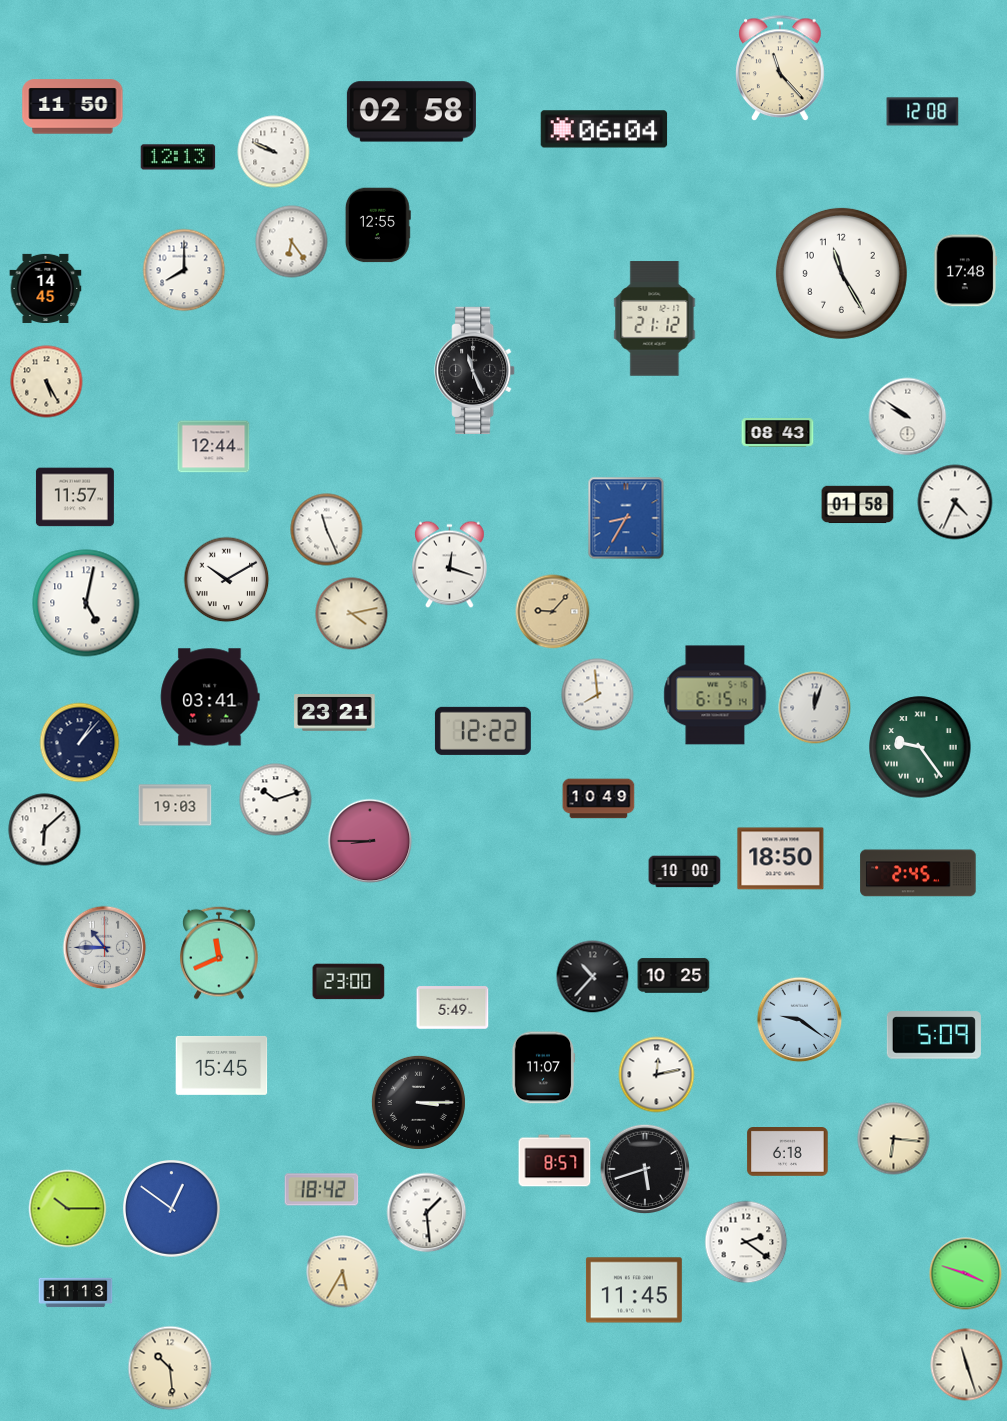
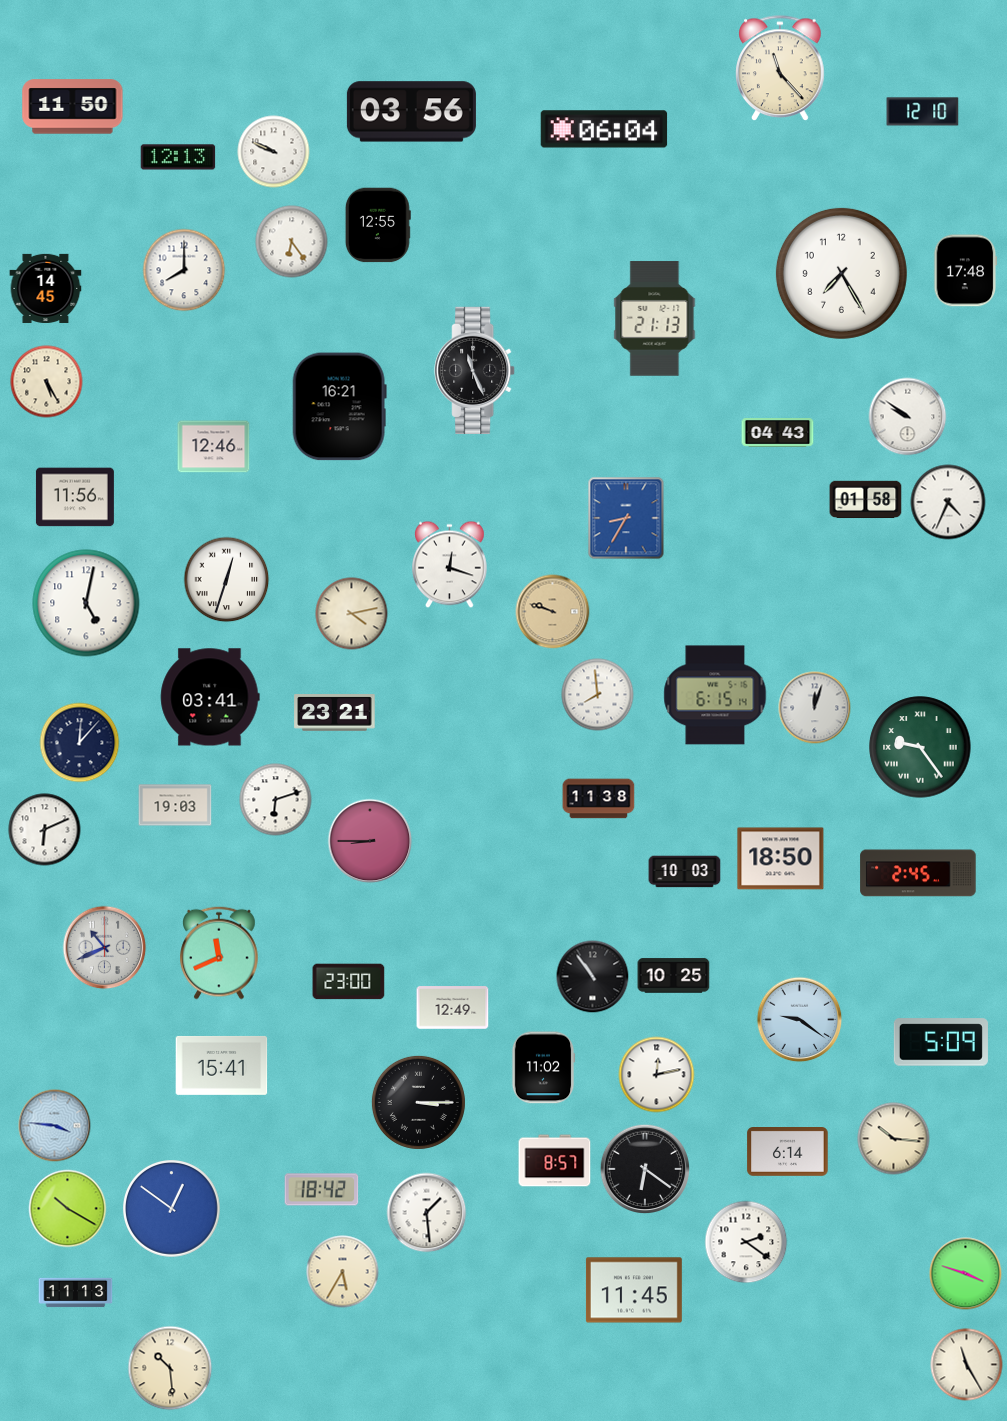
clock at (411, 112): 02:58 -> 03:56
clock at (923, 112): 12:08 -> 12:10
clock at (841, 273): 11:25 -> 7:25
clock at (655, 319): 21:12 -> 21:13
clock at (339, 407): none -> 16:21
clock at (778, 433): 08:43 -> 04:43
clock at (214, 447): 12:44 -> 12:46
clock at (75, 497): 11:57 -> 11:56
clock at (955, 502) position: (955, 502) -> (948, 502)
clock at (858, 505) position: (858, 505) -> (866, 500)
clock at (327, 530): 11:26 -> none
clock at (227, 580): 10:10 -> 12:33
clock at (553, 612): 9:07 -> 9:48
clock at (483, 731): 12:22 -> none
clock at (80, 743): 1:07 -> 12:07
clock at (599, 799): 10:49 -> 11:38
clock at (276, 800): 10:12 -> 6:12
clock at (45, 830): 6:08 -> 6:11
clock at (685, 872): 10:00 -> 10:03
clock at (105, 948): 10:45 -> 10:41
clock at (593, 977): 10:37 -> 10:54
clock at (453, 1008): 5:49 -> 12:49
clock at (934, 1035) position: (934, 1035) -> (941, 1042)
clock at (222, 1065): 15:45 -> 15:41
clock at (543, 1068): 11:07 -> 11:02
clock at (55, 1126): none -> 3:46
clock at (894, 1139): 6:16 -> 10:16
clock at (788, 1152): 6:18 -> 6:14
clock at (644, 1168): 5:42 -> 6:21
clock at (68, 1209): 10:15 -> 10:20
clock at (967, 1365): 11:27 -> 11:25
